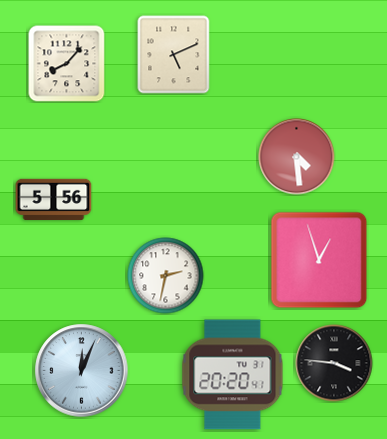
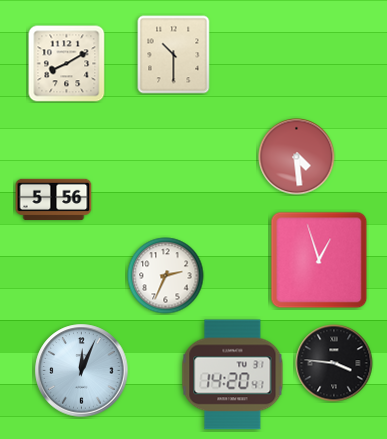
clock at (174, 55): 5:11 -> 10:30
clock at (67, 64): 8:07 -> 8:10
clock at (166, 276): 2:32 -> 2:34
clock at (233, 375): 20:20 -> 14:20
